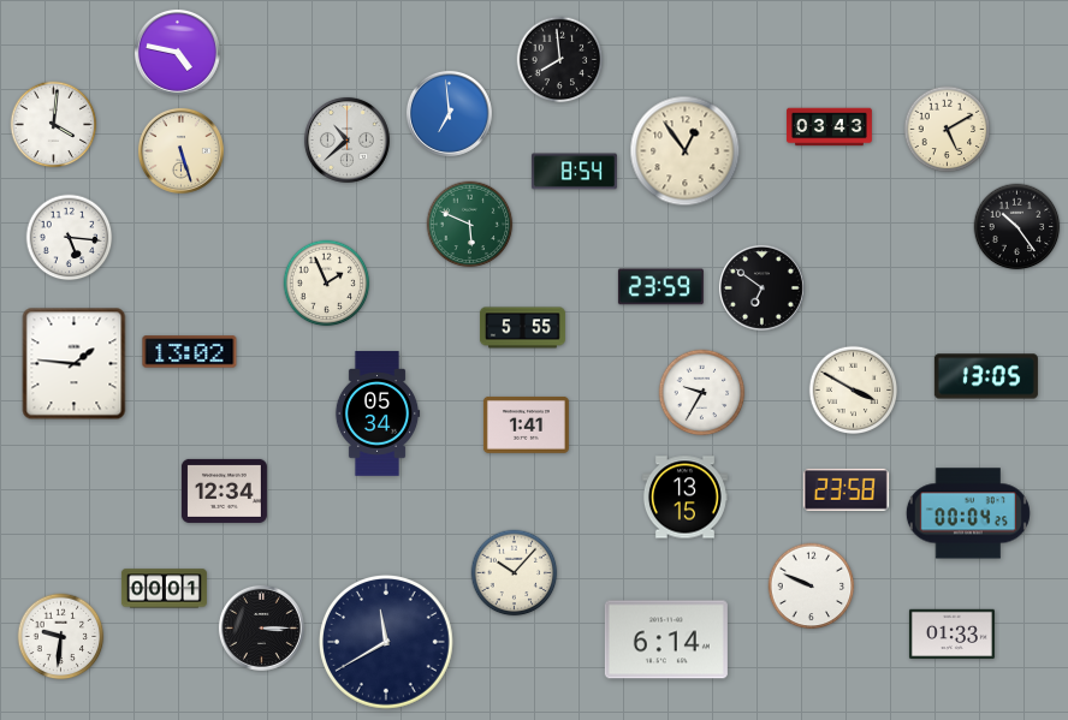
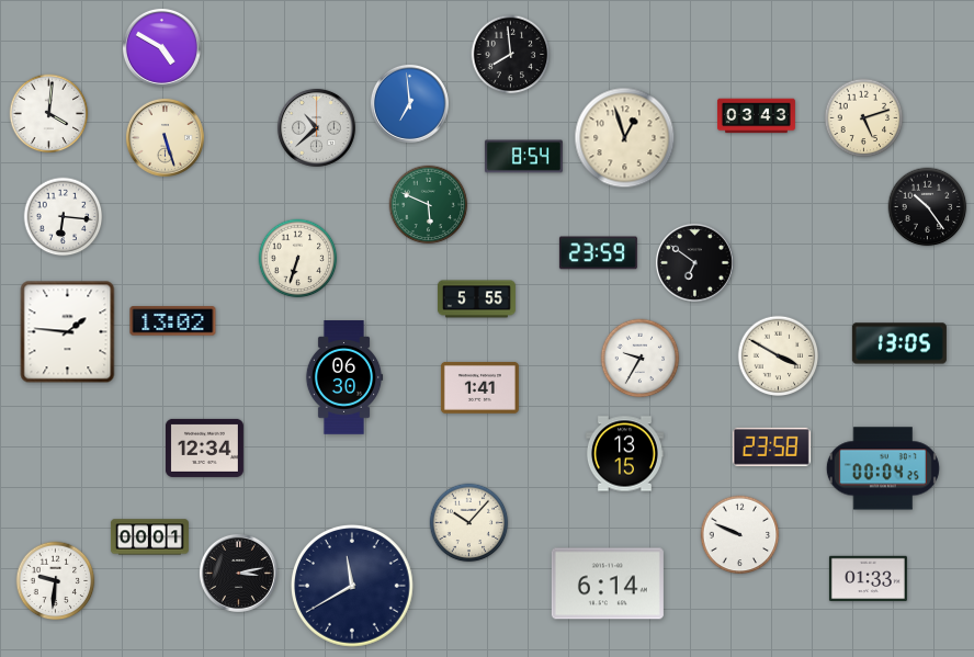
clock at (177, 52): 4:47 -> 4:50
clock at (948, 130): 5:10 -> 5:12
clock at (686, 151): 12:54 -> 12:57
clock at (70, 238): 5:16 -> 6:16
clock at (327, 284): 1:56 -> 6:33
clock at (660, 287) position: (660, 287) -> (598, 253)
clock at (378, 413): 05:34 -> 06:30
clock at (261, 627): 3:15 -> 3:13
